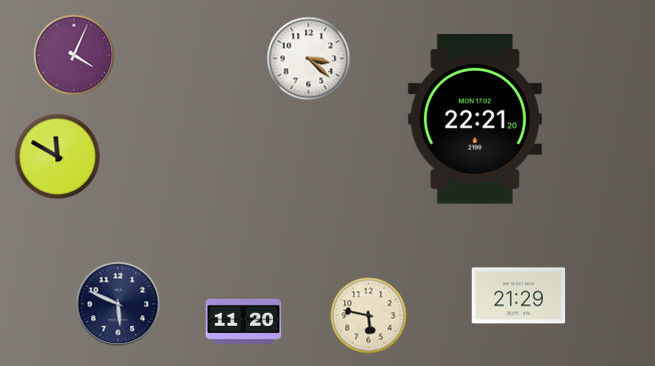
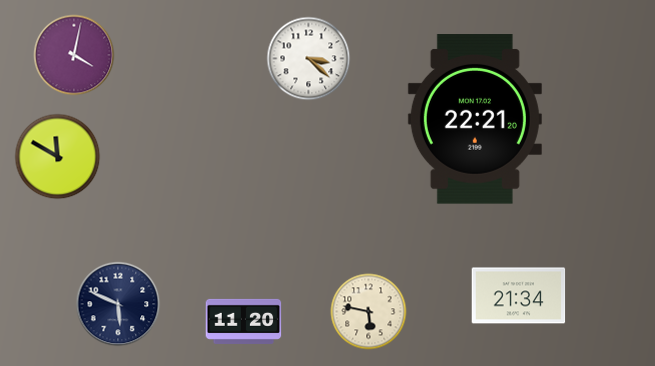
clock at (74, 55): 4:04 -> 4:02
clock at (519, 296): 21:29 -> 21:34
clock at (369, 316) position: (369, 316) -> (369, 312)
